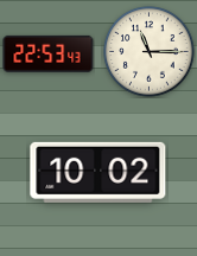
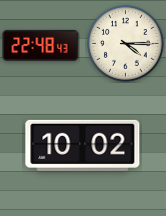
clock at (150, 52): 11:15 -> 4:15
clock at (49, 53): 22:53 -> 22:48
